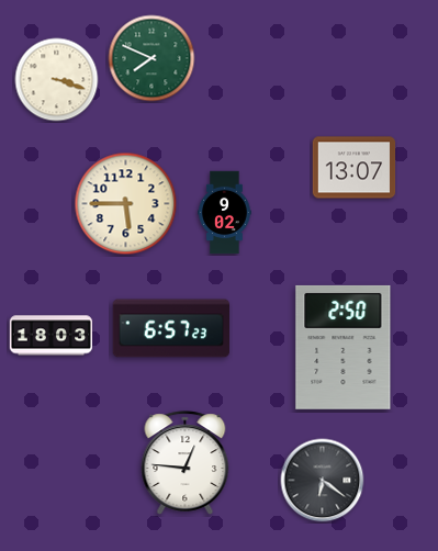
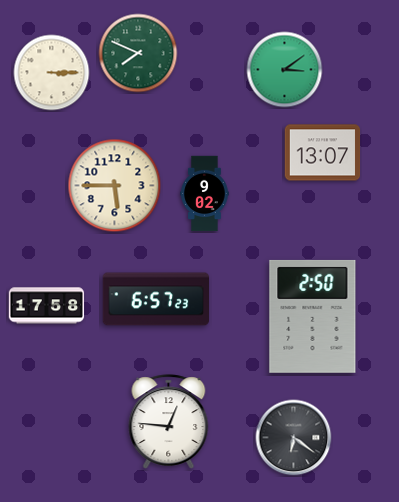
clock at (285, 70): none -> 3:09
clock at (57, 80): 3:18 -> 3:15
clock at (52, 336): 18:03 -> 17:58
